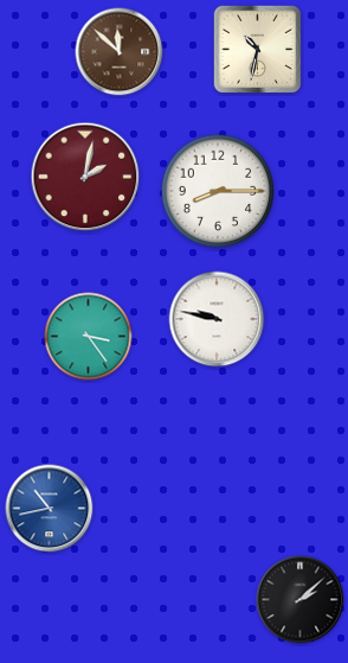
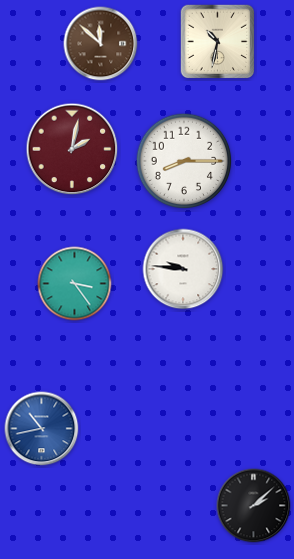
clock at (217, 319): 9:47 -> 9:46
